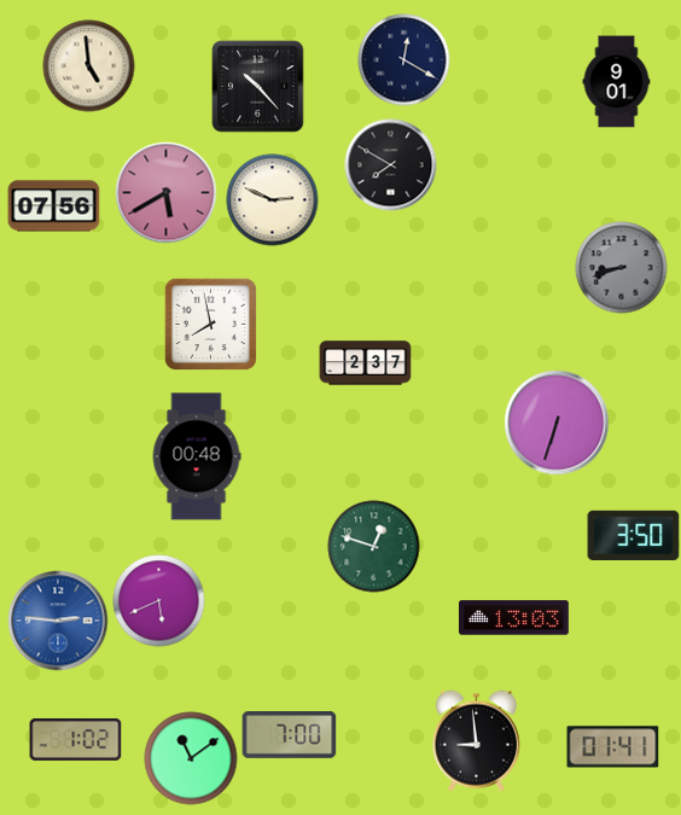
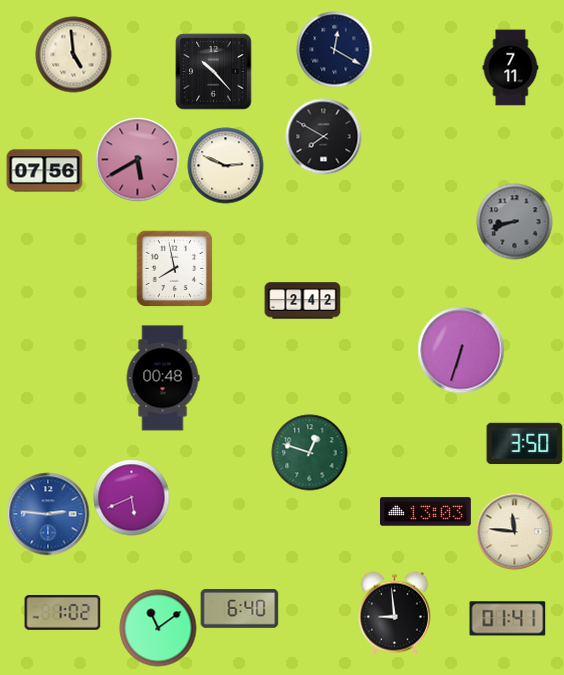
clock at (617, 82): 9:01 -> 7:11
clock at (366, 363): 2:37 -> 2:42
clock at (515, 532): none -> 11:46
clock at (290, 735): 7:00 -> 6:40
